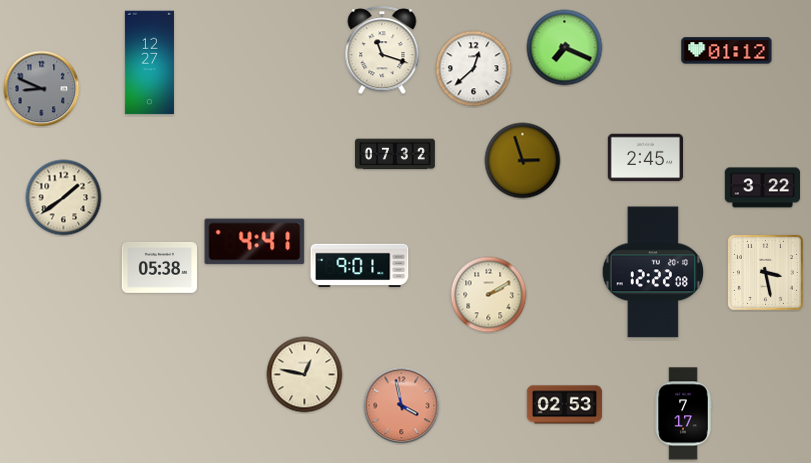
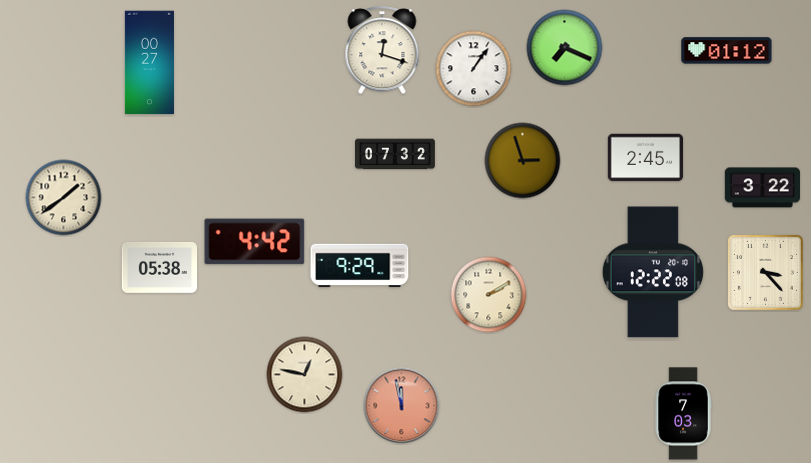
clock at (382, 51): 11:18 -> 12:18
clock at (149, 63): 12:27 -> 00:27
clock at (474, 69): 12:38 -> 1:06
clock at (42, 89): 8:49 -> none
clock at (255, 242): 4:41 -> 4:42
clock at (360, 266): 9:01 -> 9:29
clock at (765, 272): 3:28 -> 3:23
clock at (565, 405): 02:53 -> none
clock at (402, 406): 3:58 -> 11:58
clock at (683, 414): 7:17 -> 7:03
